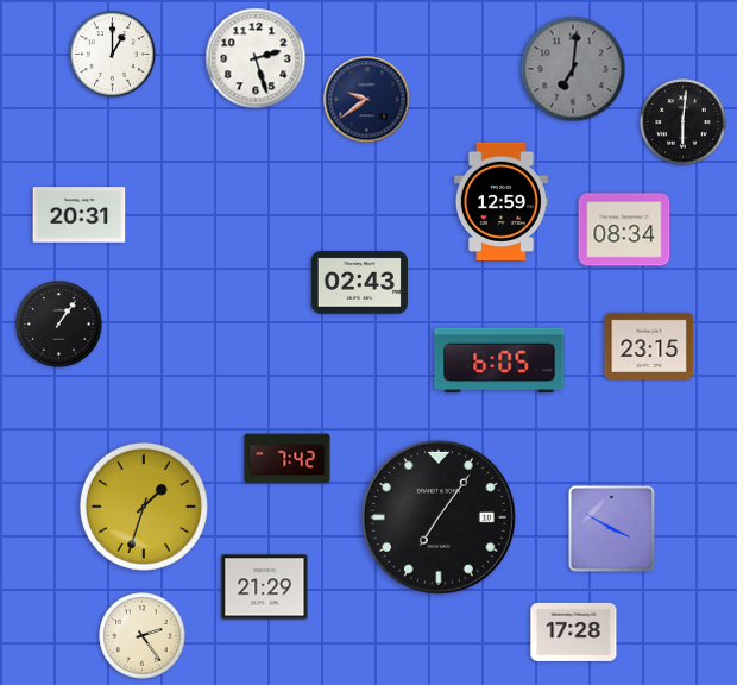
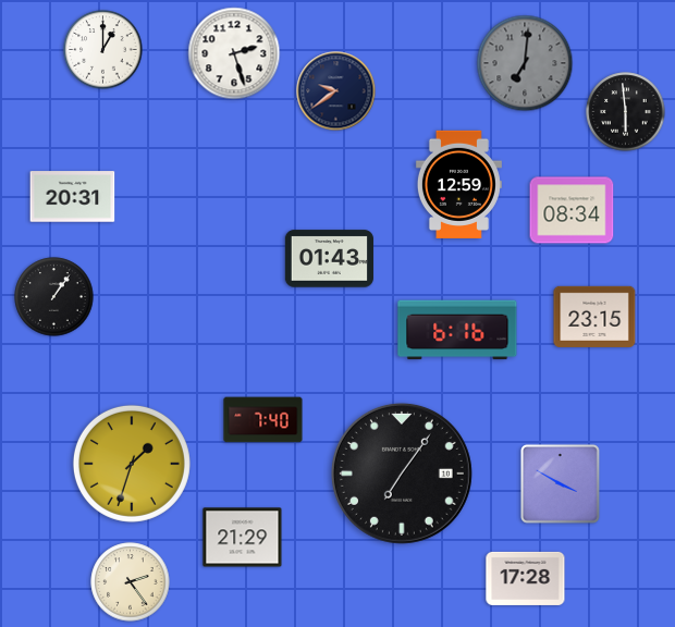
clock at (684, 122): 6:01 -> 5:59
clock at (359, 283): 02:43 -> 01:43
clock at (499, 360): 6:05 -> 6:16
clock at (288, 459): 7:42 -> 7:40
